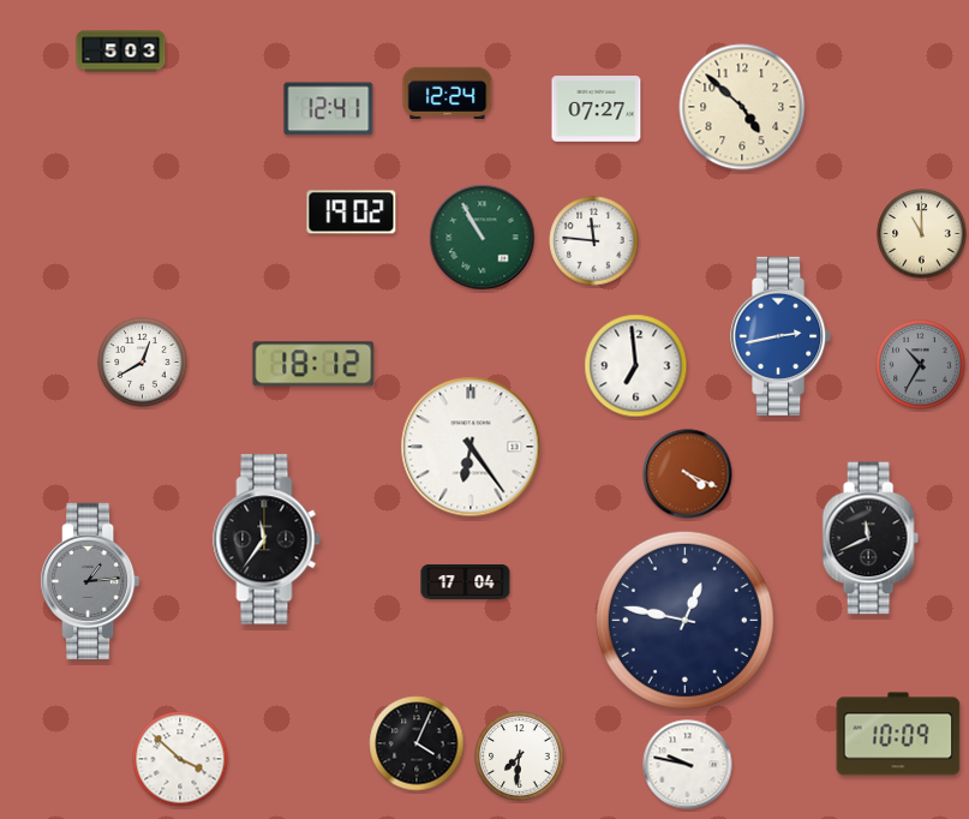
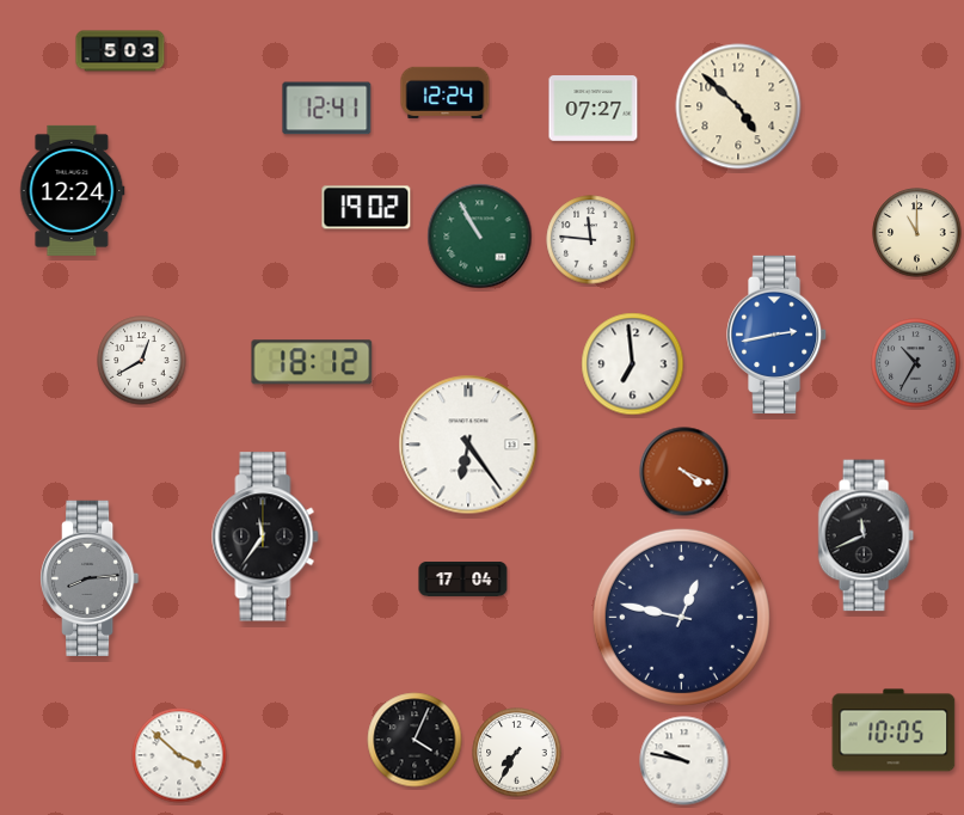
clock at (73, 190): none -> 12:24
clock at (352, 213) position: (352, 213) -> (367, 208)
clock at (91, 580): 1:14 -> 8:14
clock at (898, 734): 10:09 -> 10:05
clock at (520, 757): 7:31 -> 7:35
